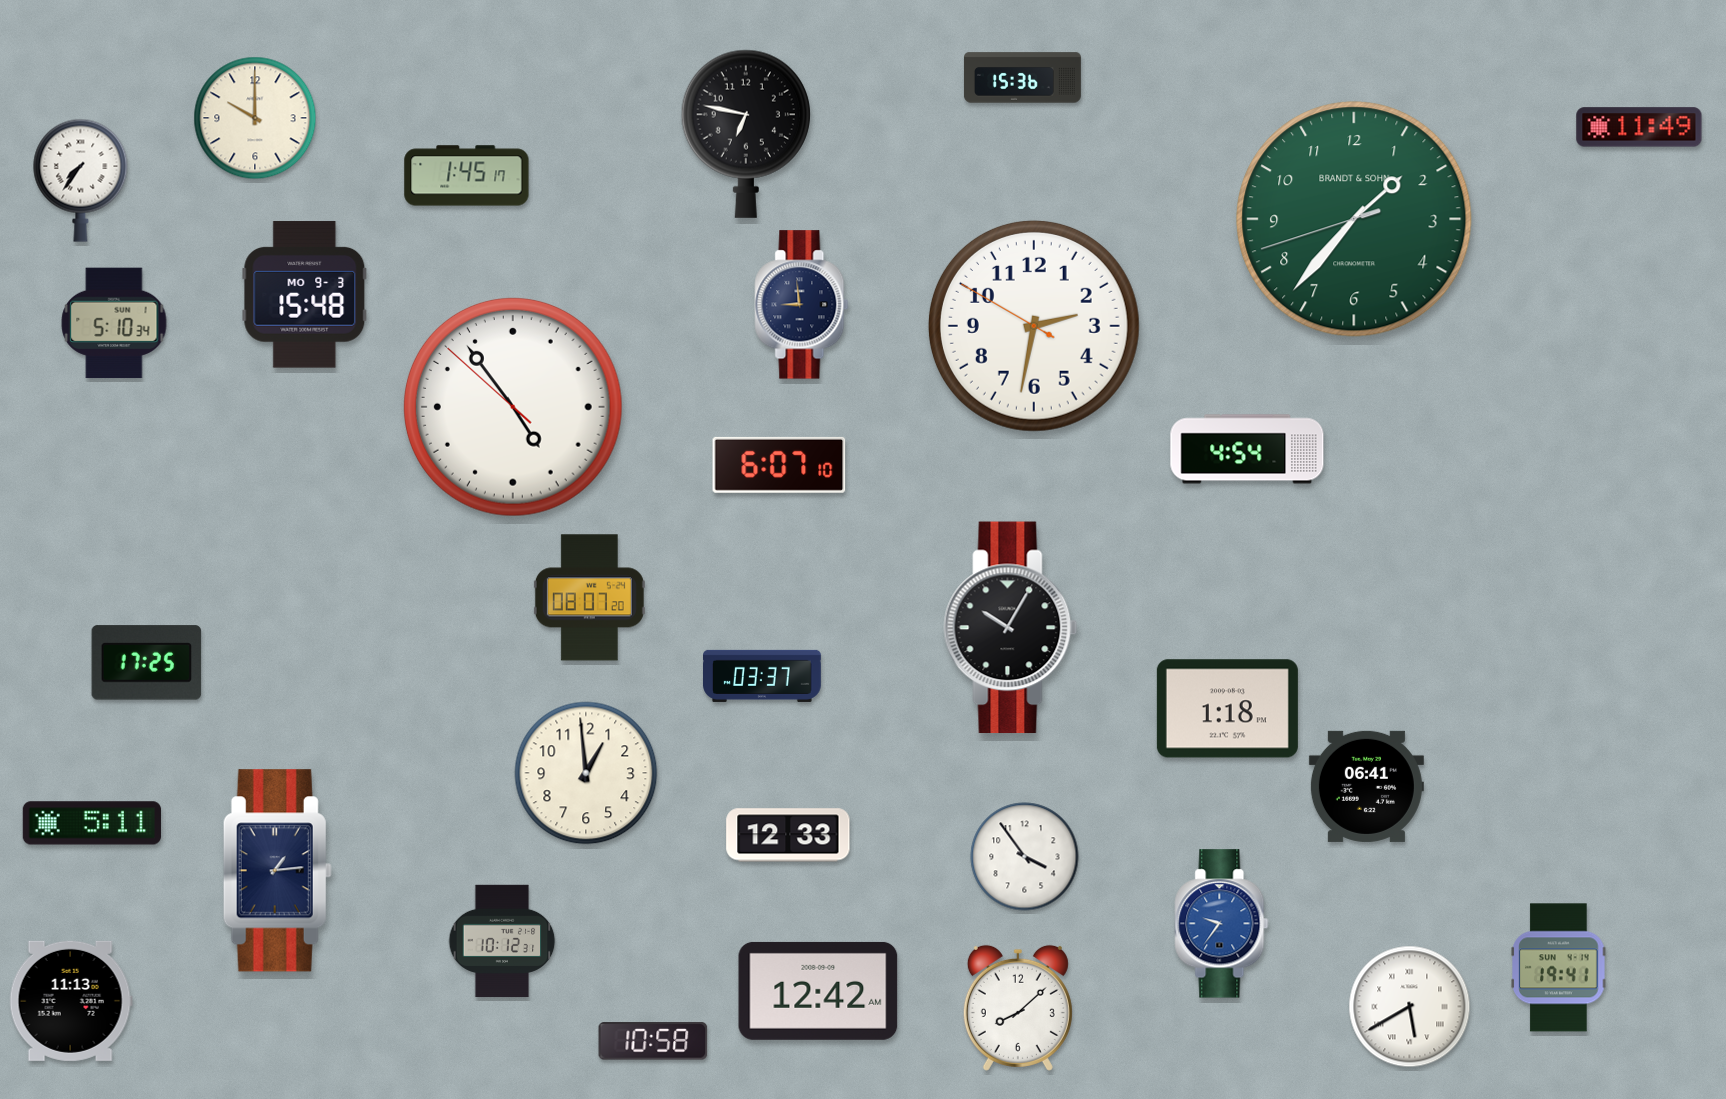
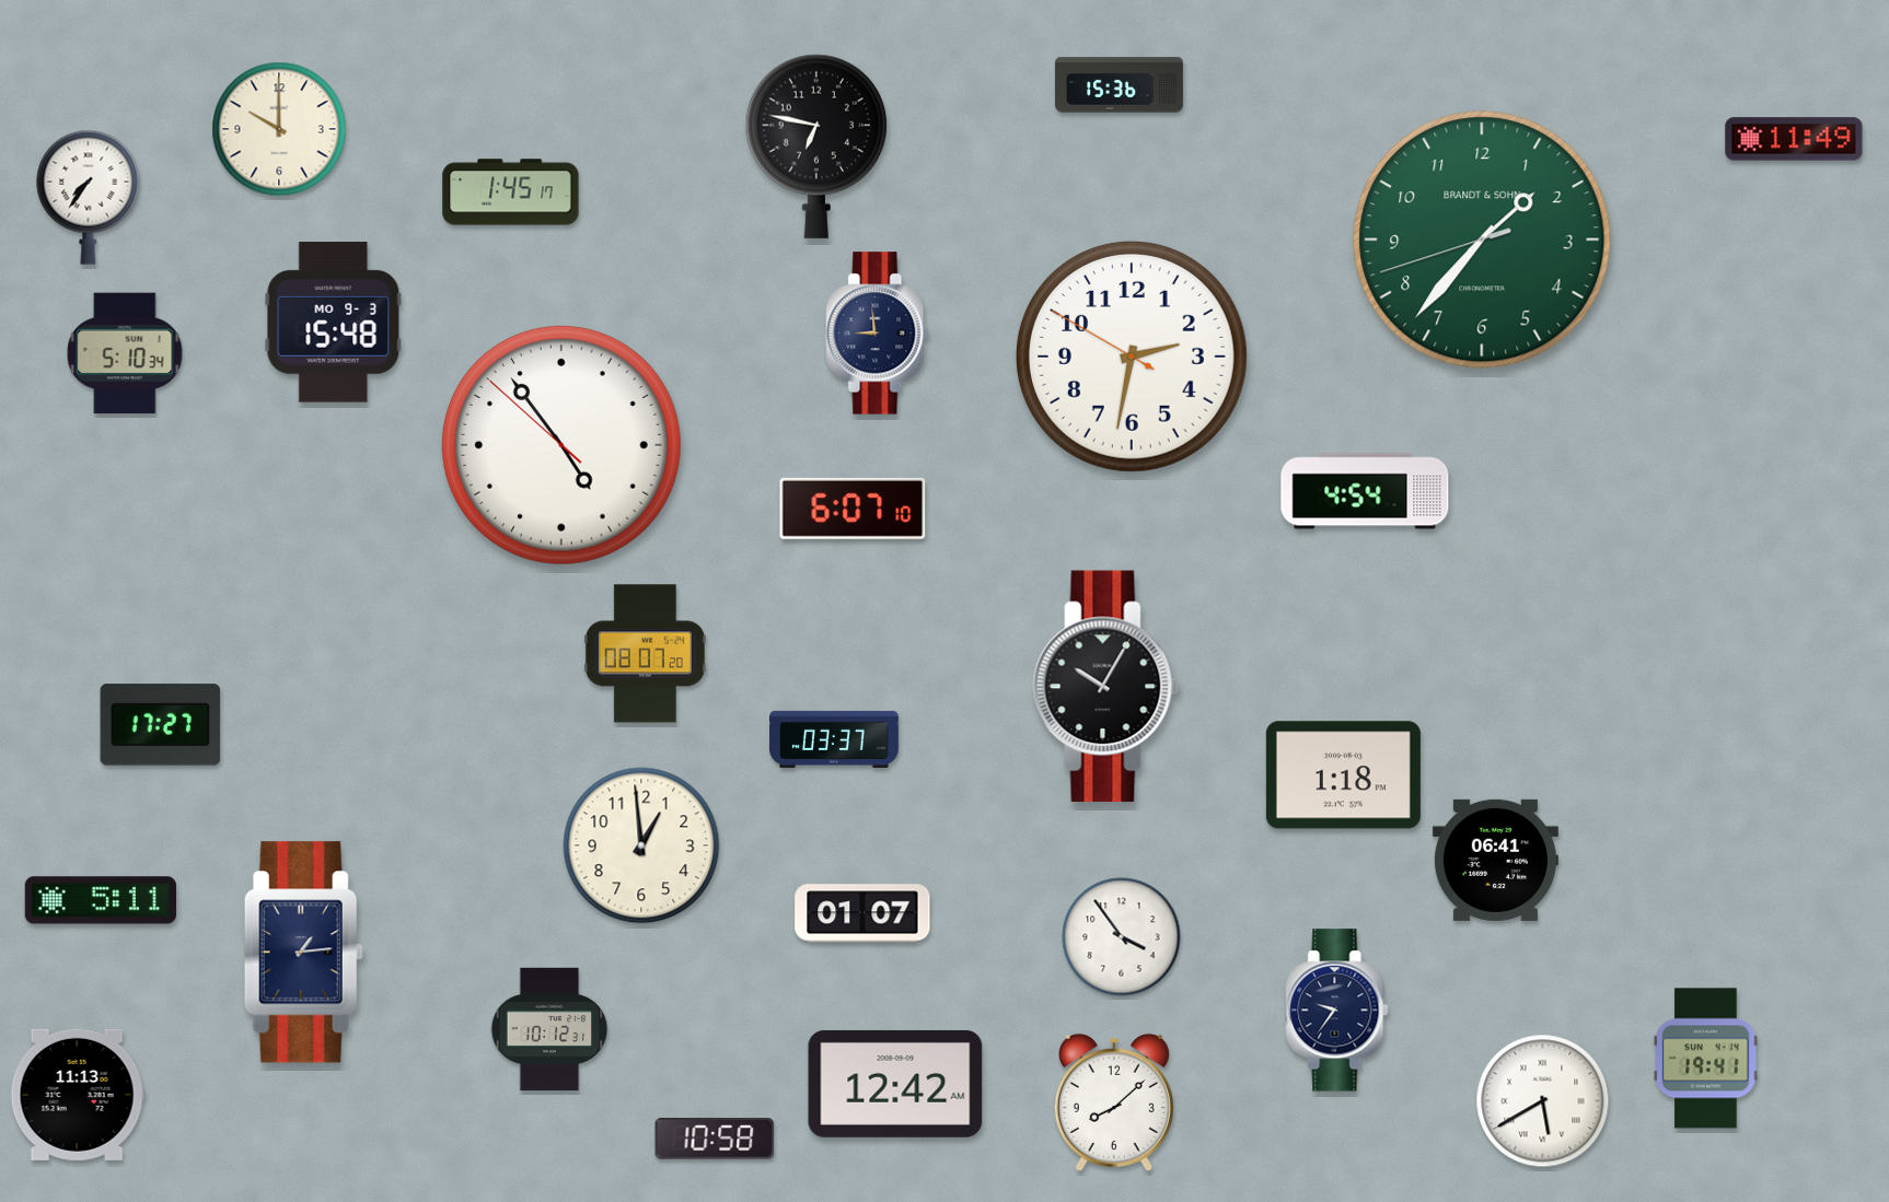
clock at (147, 663): 17:25 -> 17:27
clock at (788, 835): 12:33 -> 01:07
clock at (1222, 924) dial: blue -> navy
